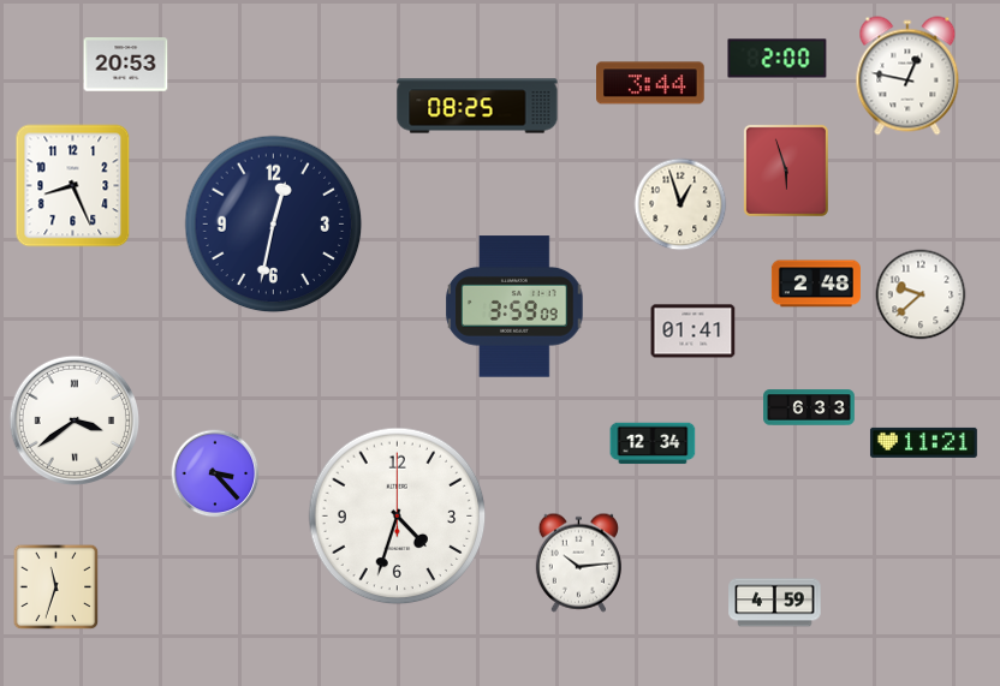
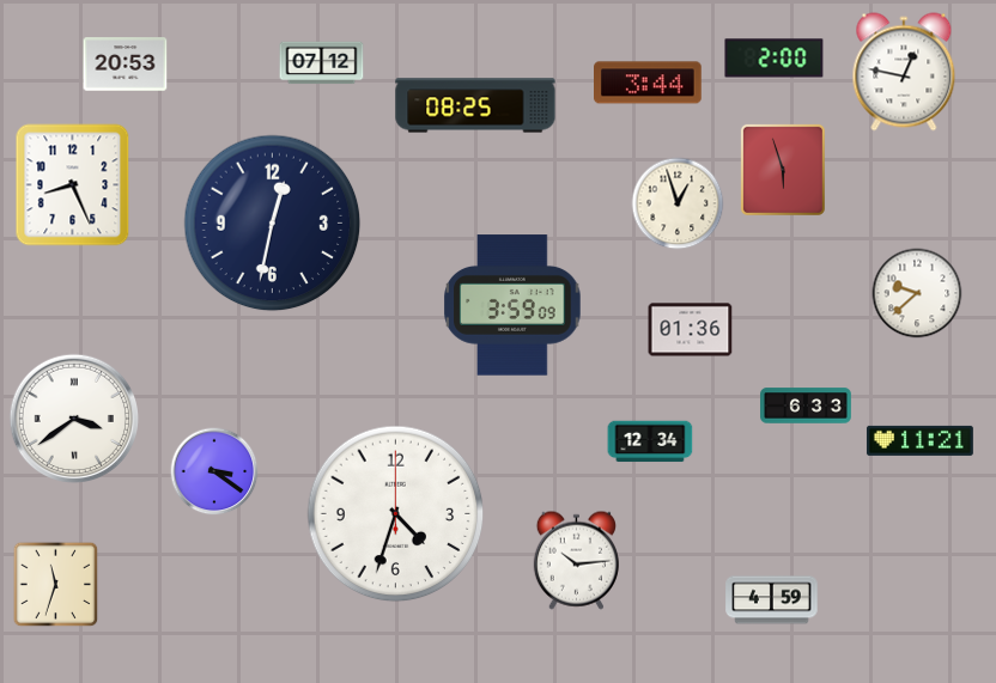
clock at (322, 63): none -> 07:12
clock at (907, 76) position: (907, 76) -> (904, 72)
clock at (816, 284): 2:48 -> none
clock at (694, 332): 01:41 -> 01:36
clock at (215, 473): 3:23 -> 3:21
